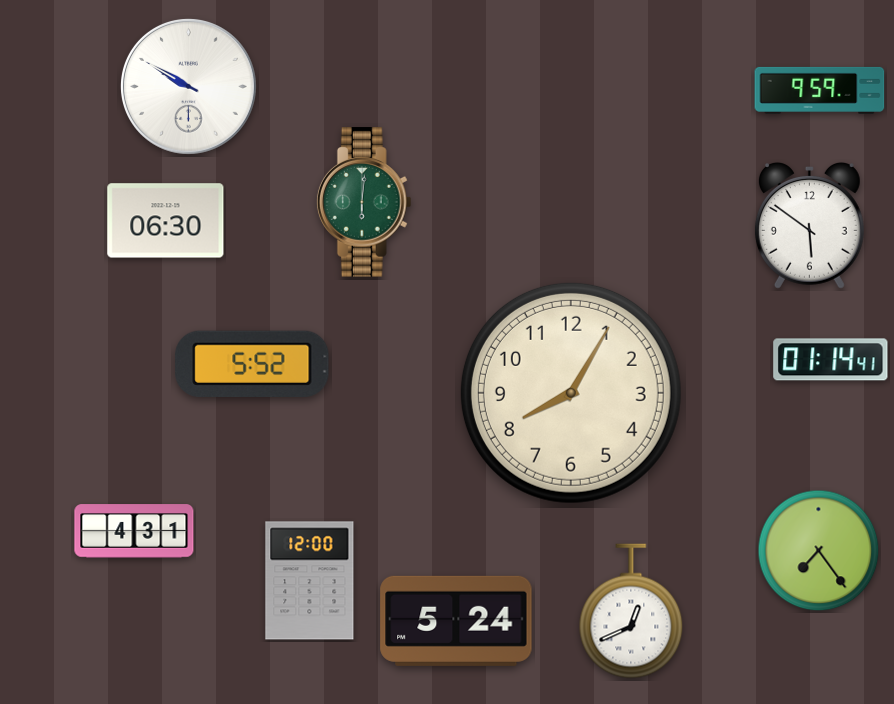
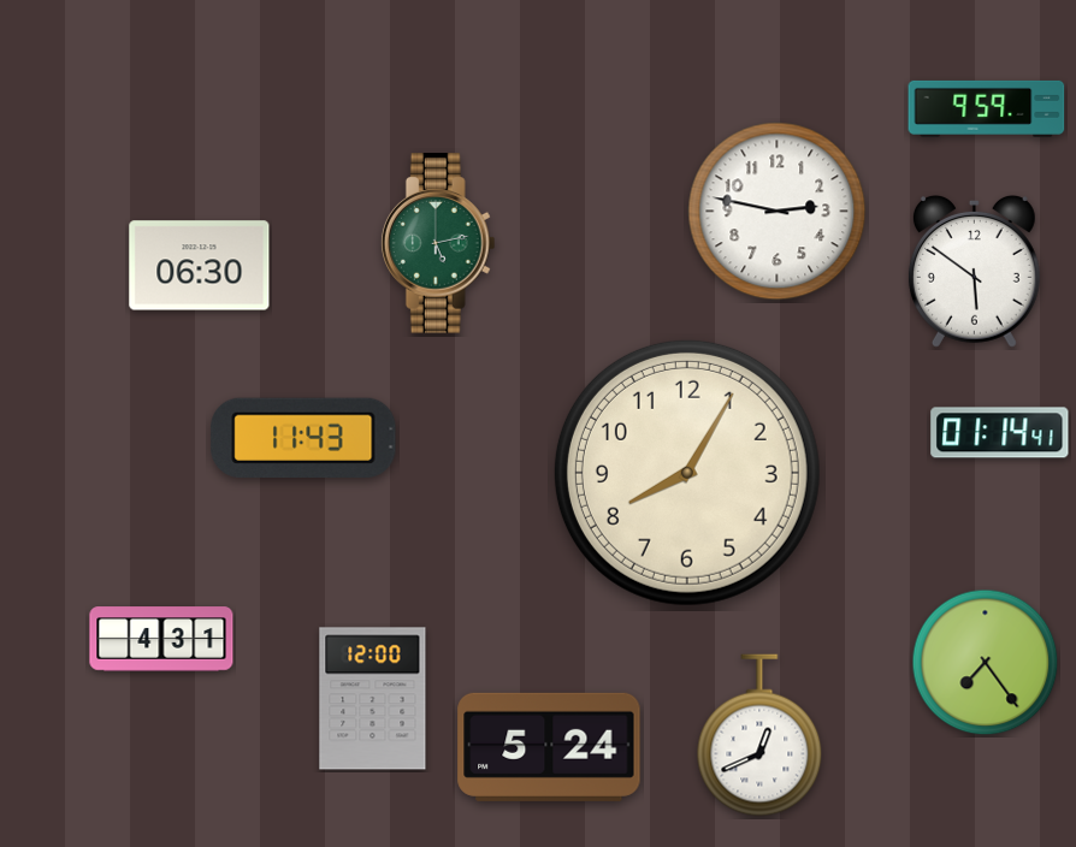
clock at (188, 86): 9:50 -> none
clock at (778, 212): none -> 2:47
clock at (364, 202): 6:01 -> 5:13
clock at (252, 364): 5:52 -> 11:43
